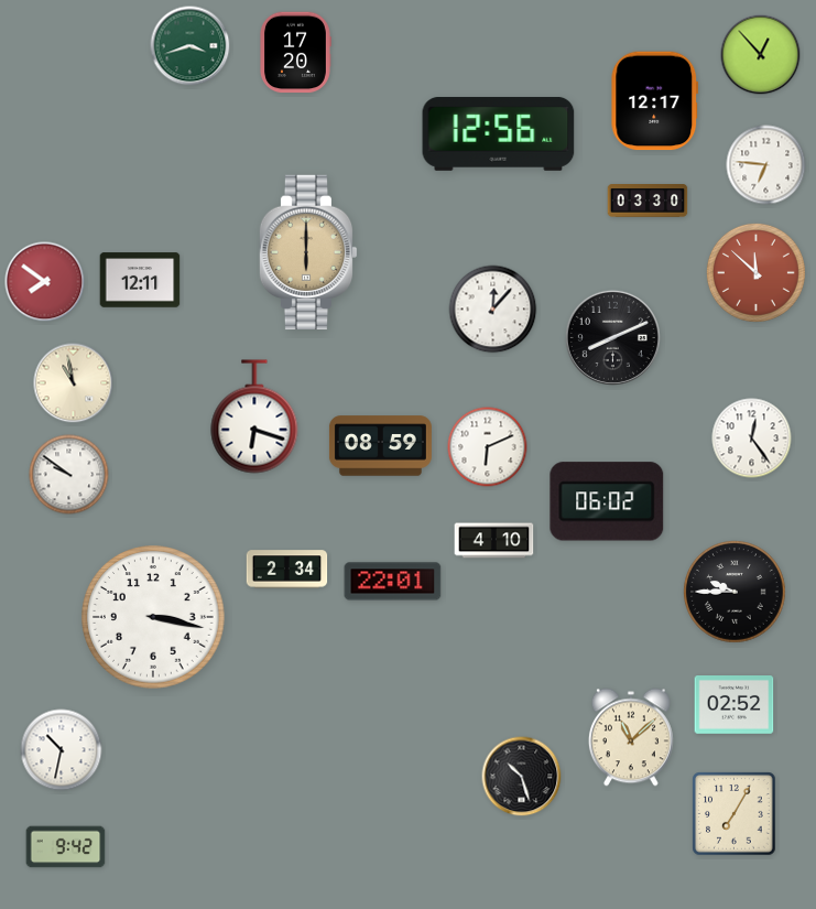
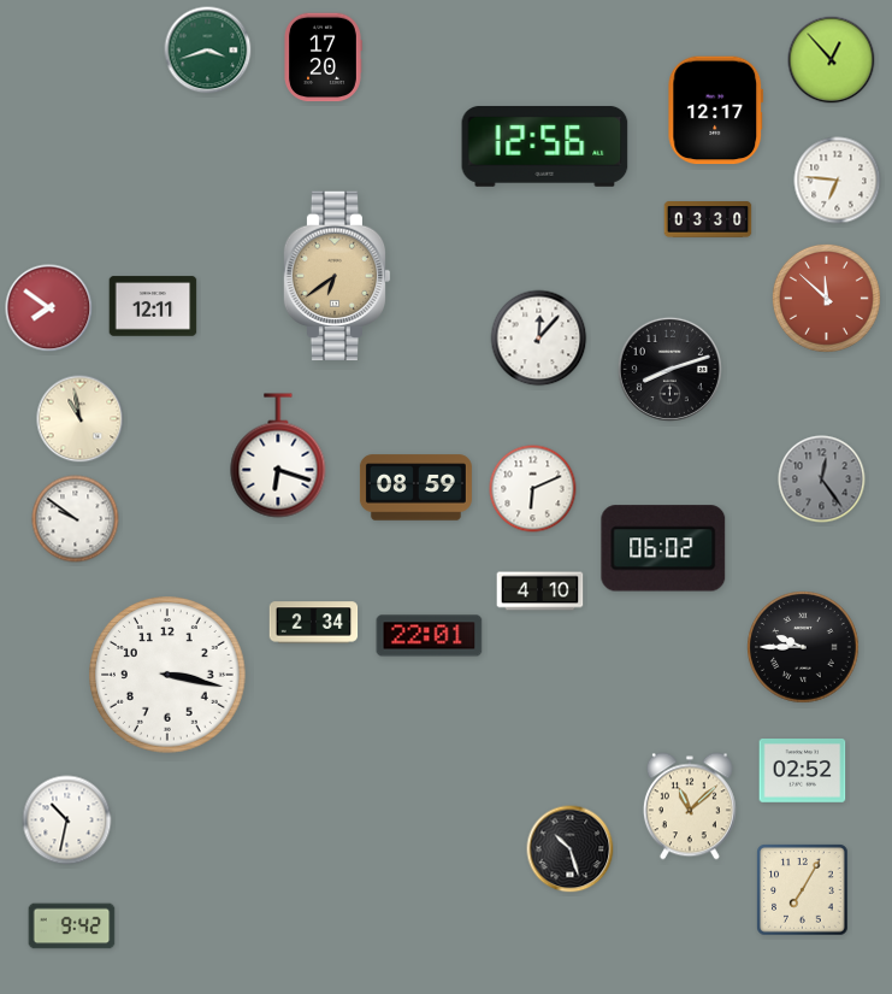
clock at (308, 252): 6:00 -> 6:39
clock at (612, 337): 8:11 -> 8:12
clock at (752, 439) dial: white -> grey
